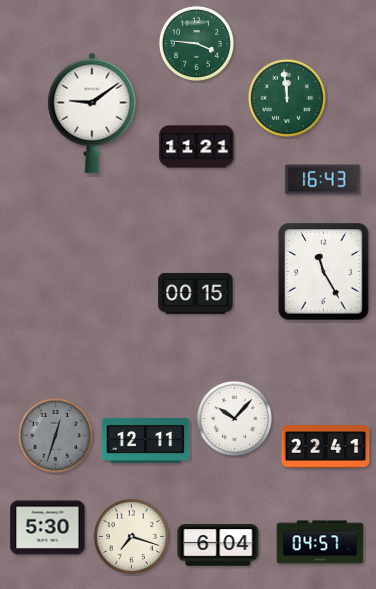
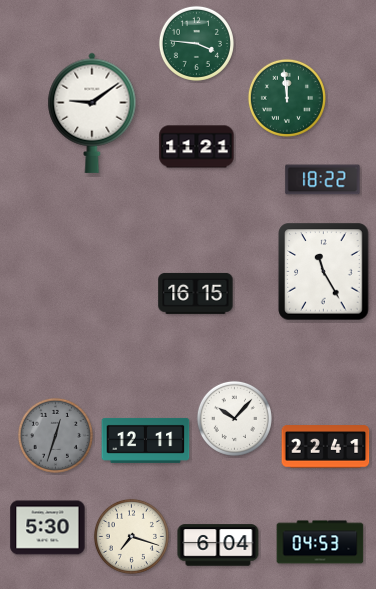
clock at (323, 180): 16:43 -> 18:22
clock at (196, 293): 00:15 -> 16:15
clock at (320, 542): 04:57 -> 04:53
